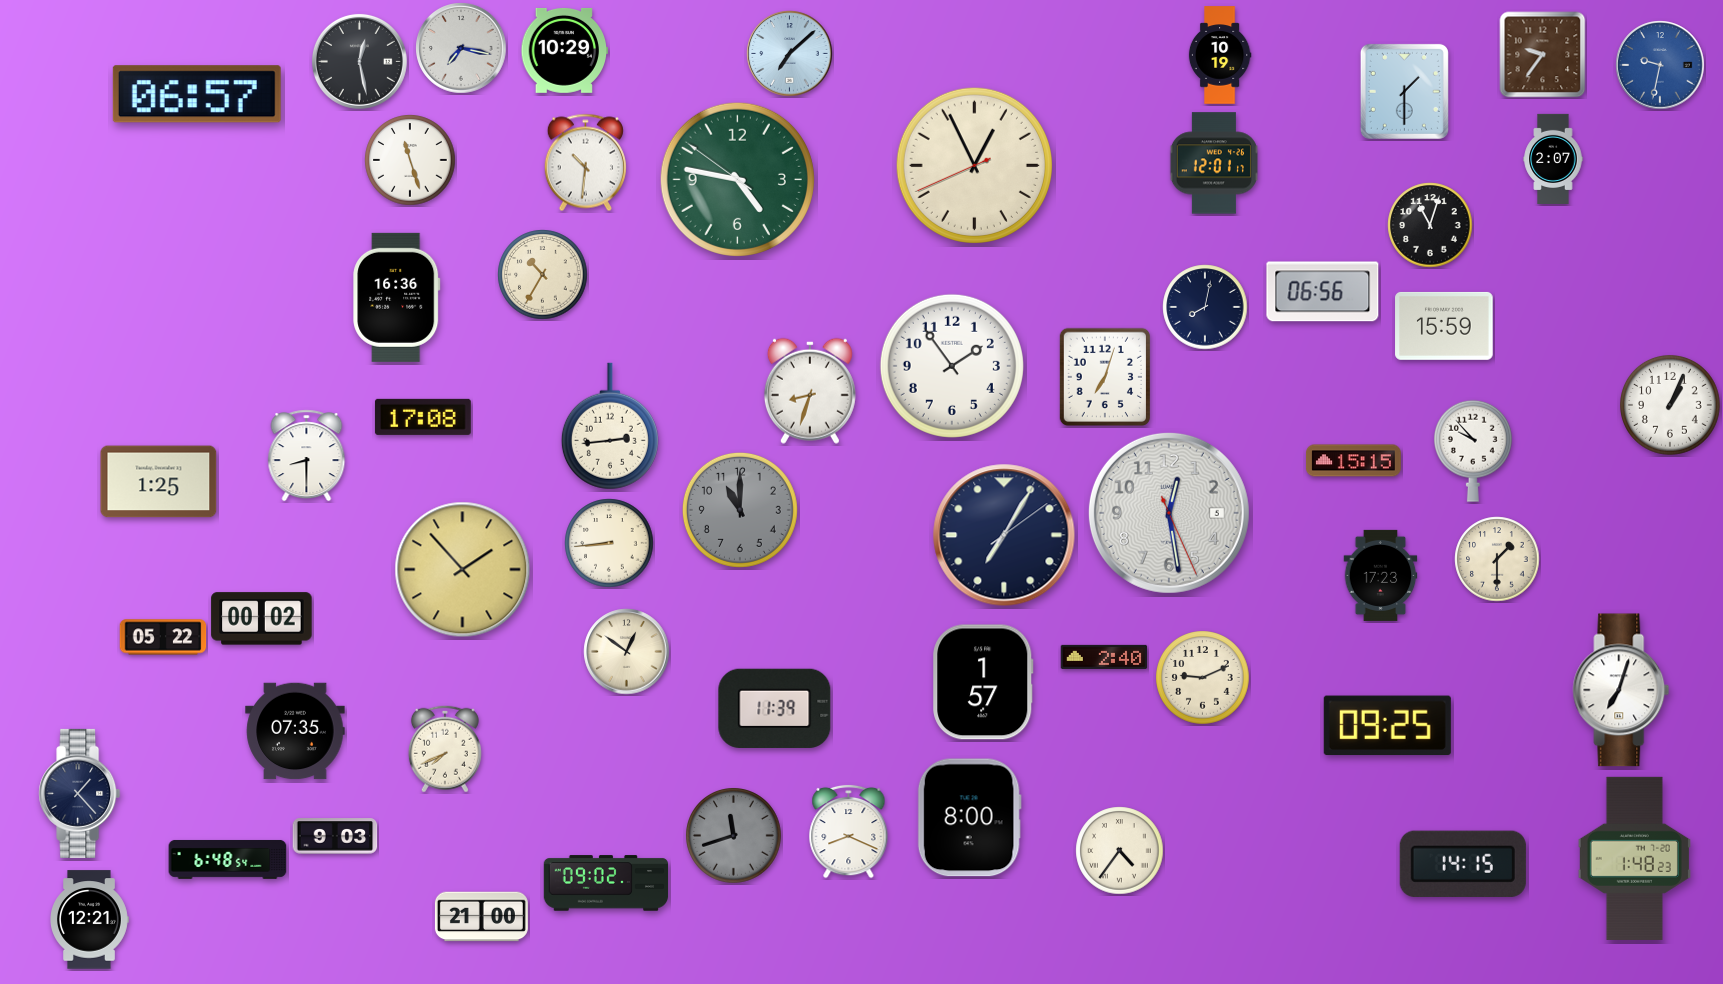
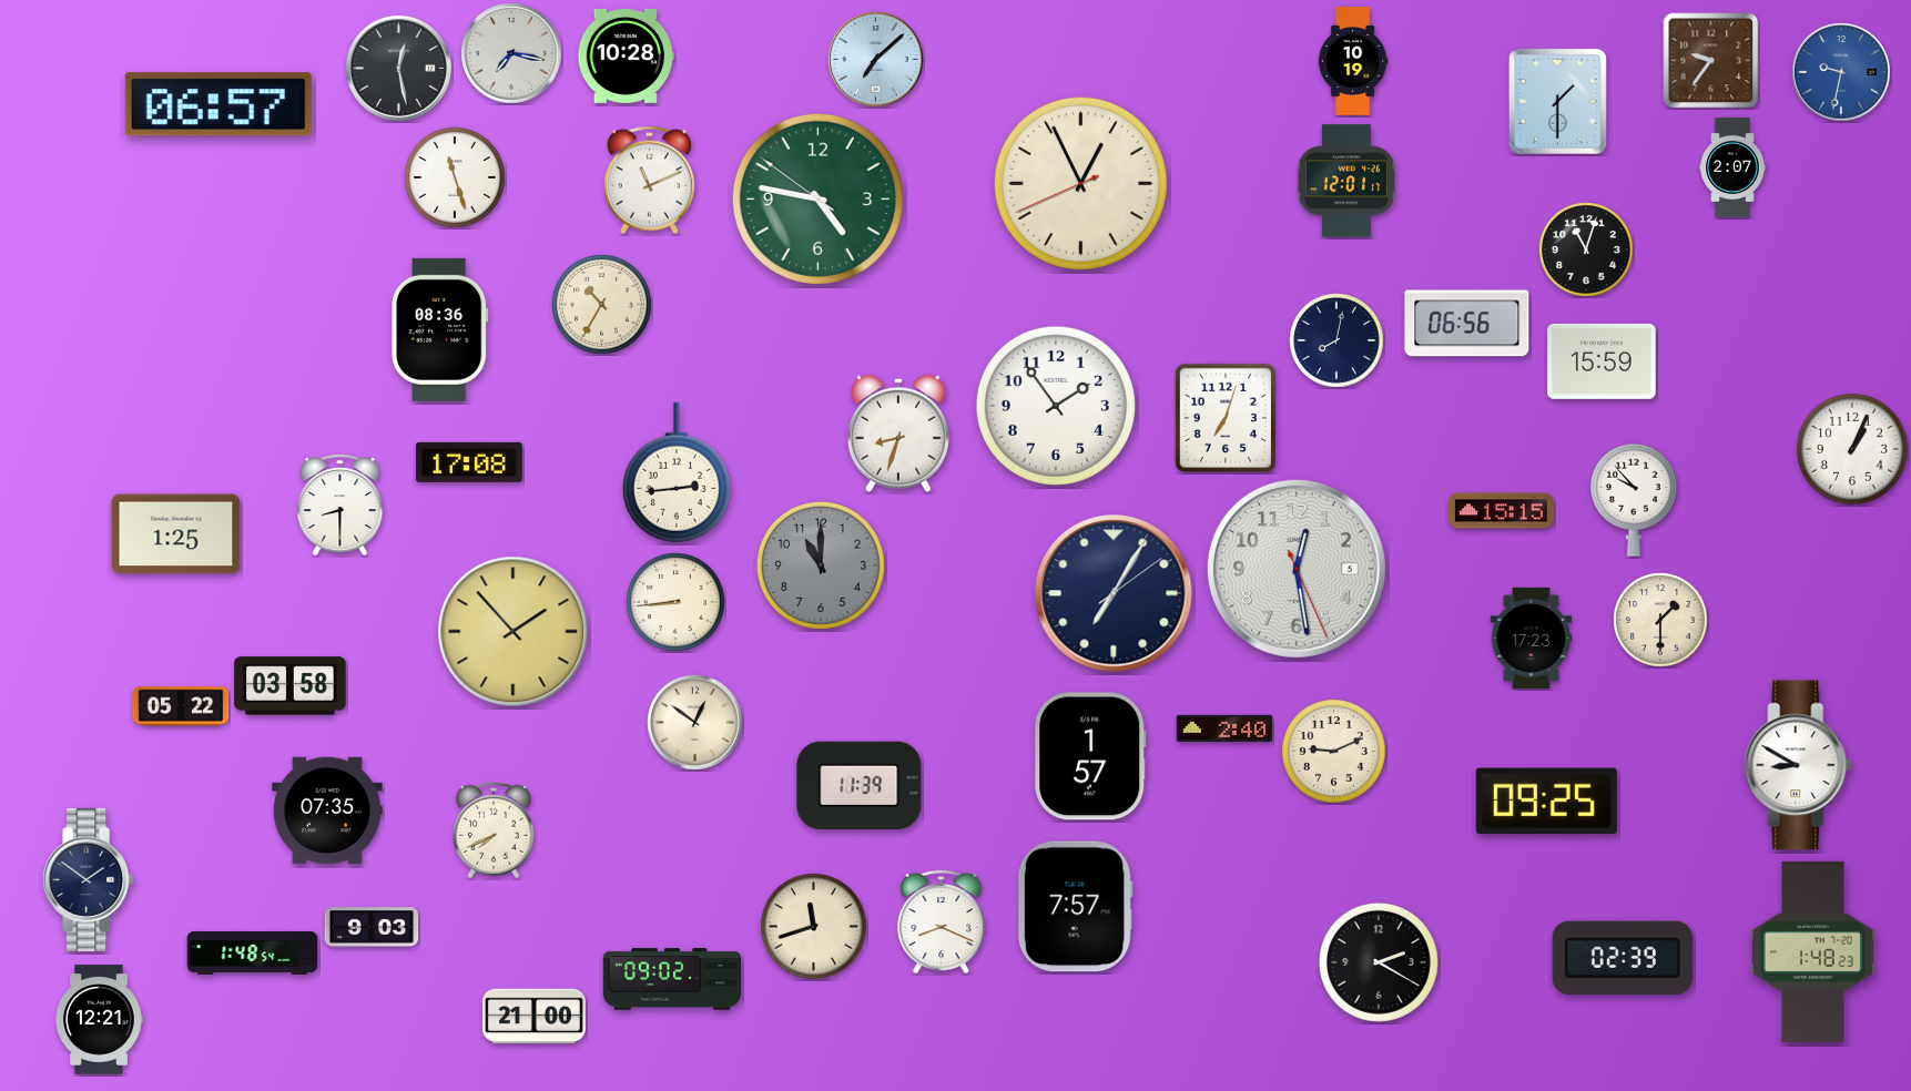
clock at (565, 50): 10:29 -> 10:28
clock at (1553, 158) position: (1553, 158) -> (1732, 166)
clock at (585, 163): 10:31 -> 11:11
clock at (397, 297): 16:36 -> 08:36
clock at (262, 619): 00:02 -> 03:58
clock at (1621, 690): 7:03 -> 8:50
clock at (1387, 726) position: (1387, 726) -> (1546, 802)
clock at (80, 793): 1:23 -> 1:51
clock at (969, 818): 8:00 -> 7:57
clock at (734, 836) dial: grey -> cream
clock at (1120, 851): 4:36 -> none
clock at (228, 860): 6:48 -> 1:48
clock at (1463, 864): 14:15 -> 02:39
clock at (1379, 962): none -> 2:20
